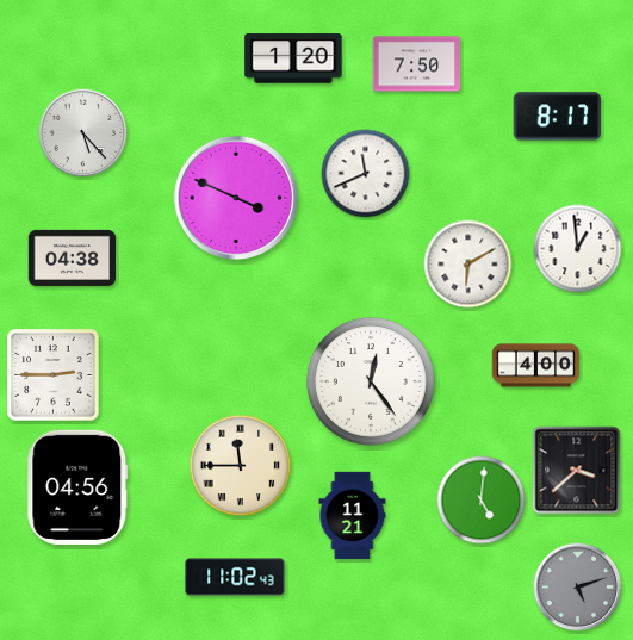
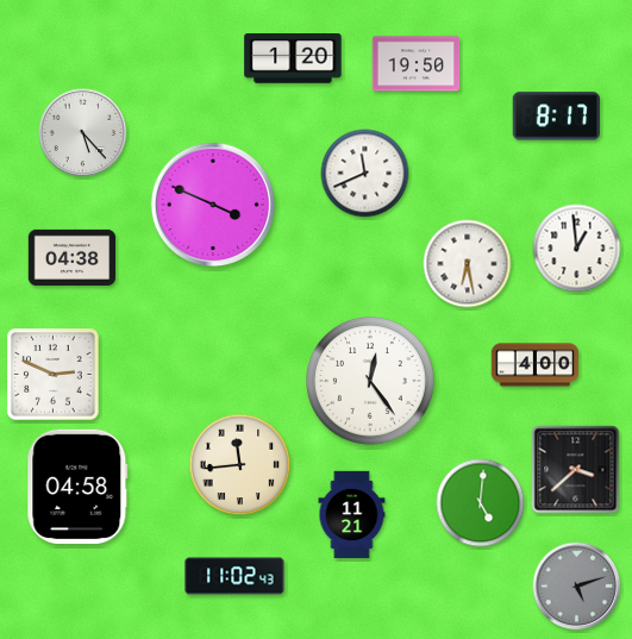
clock at (417, 64): 7:50 -> 19:50
clock at (235, 197) position: (235, 197) -> (212, 203)
clock at (468, 265): 6:10 -> 6:28
clock at (54, 375): 2:45 -> 2:49
clock at (241, 466): 11:45 -> 11:44
clock at (77, 487): 04:56 -> 04:58
clock at (482, 501) position: (482, 501) -> (481, 503)
